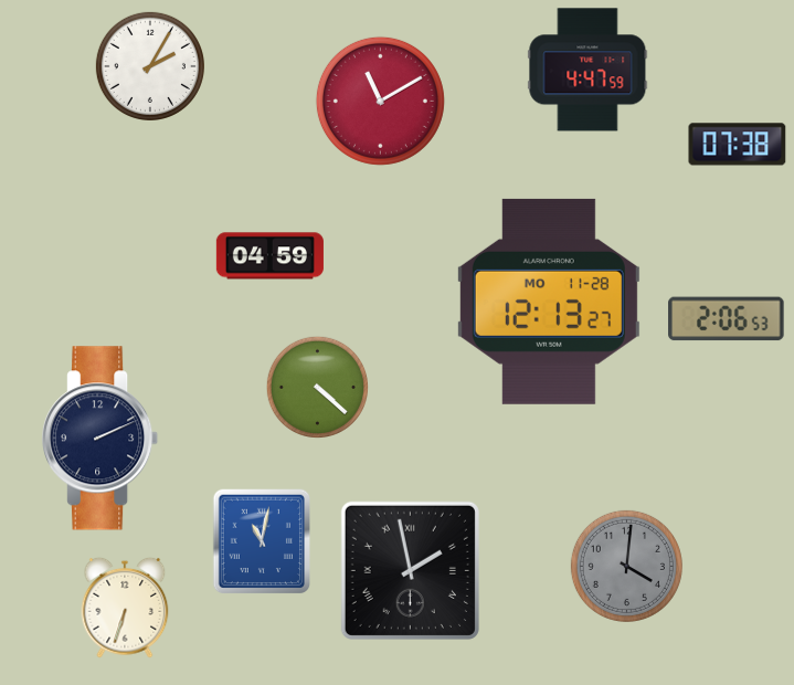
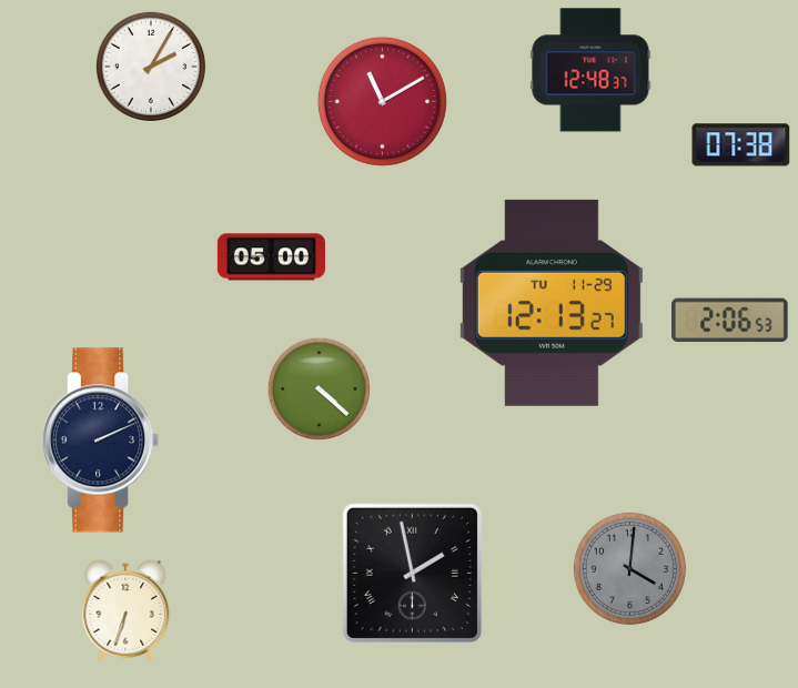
clock at (587, 70): 4:47 -> 12:48
clock at (269, 256): 04:59 -> 05:00
clock at (549, 302) date: MO 11-28 -> TU 11-29
clock at (261, 541): 11:02 -> none
